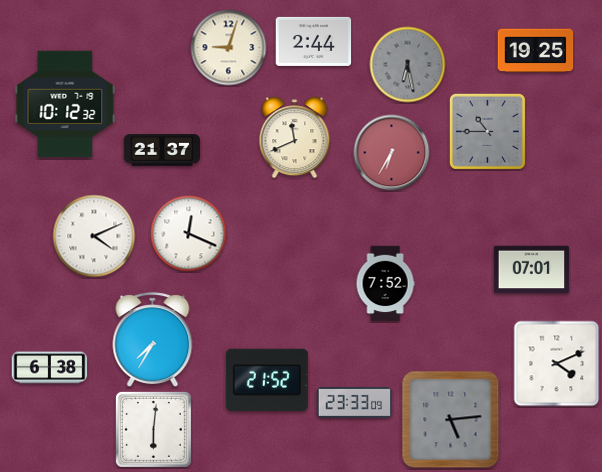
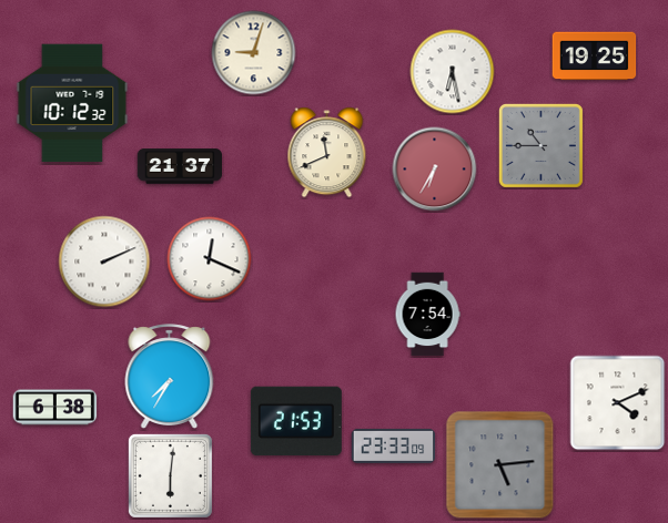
clock at (314, 41): 2:44 -> none
clock at (408, 65) dial: grey -> white
clock at (65, 104) position: (65, 104) -> (72, 103)
clock at (94, 236): 4:11 -> 2:11
clock at (532, 270): 07:01 -> none
clock at (385, 284): 7:52 -> 7:54
clock at (267, 380): 21:52 -> 21:53
